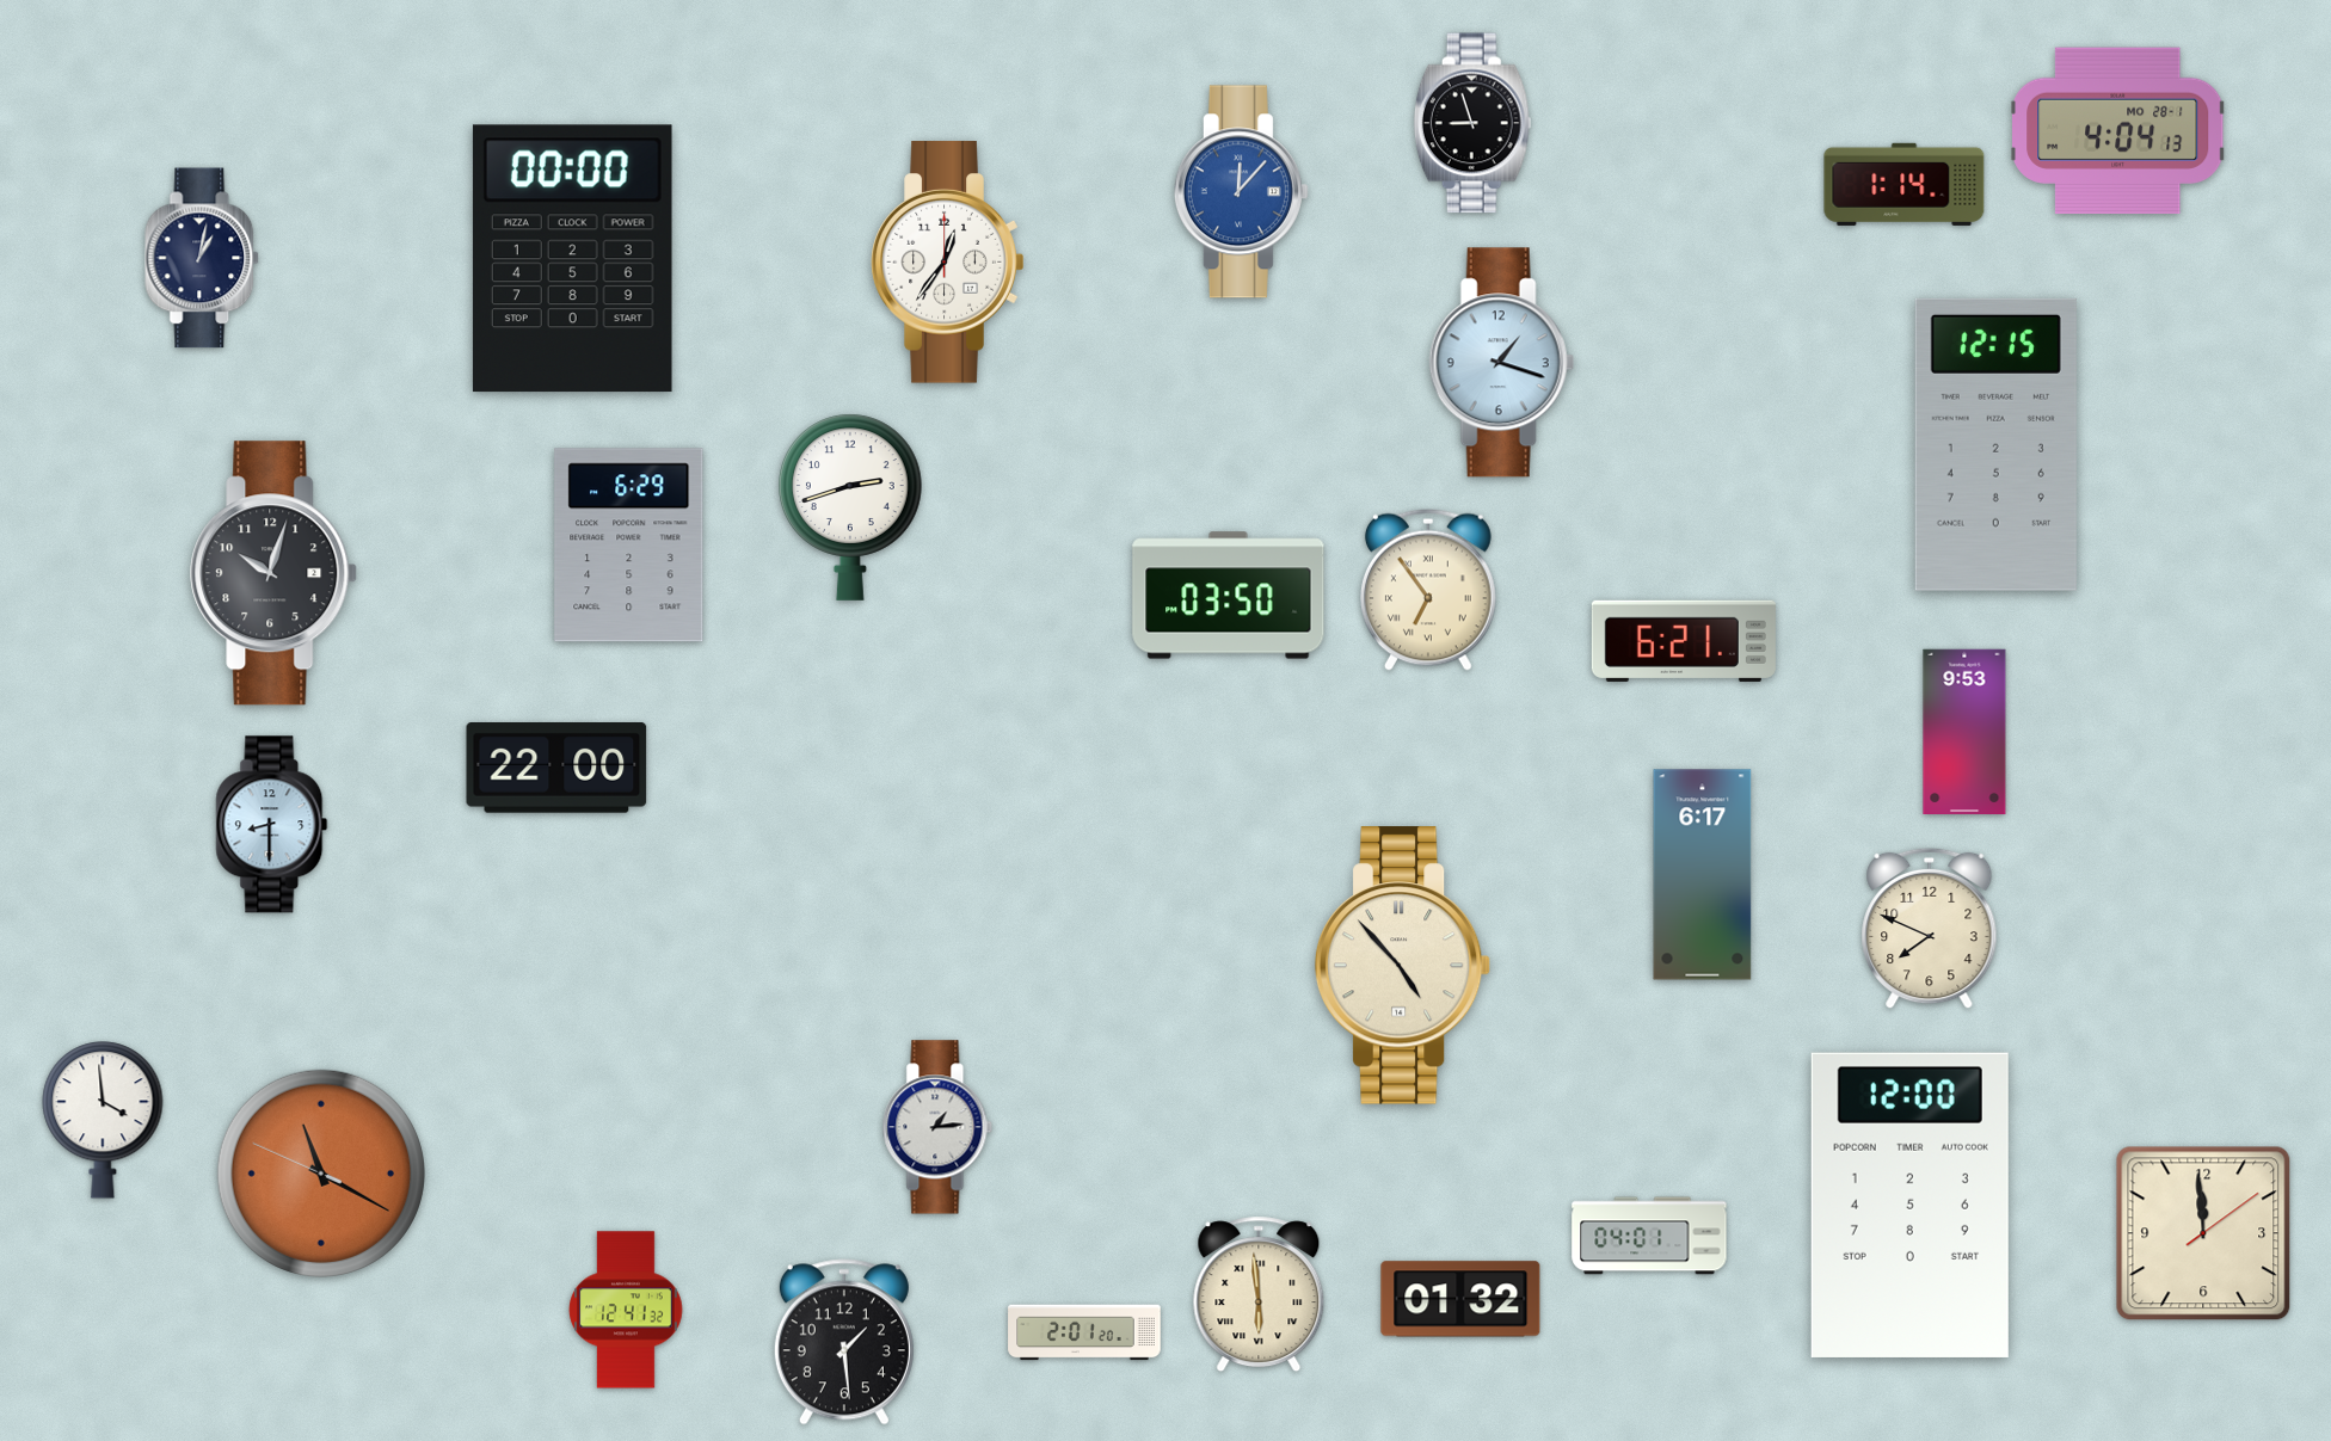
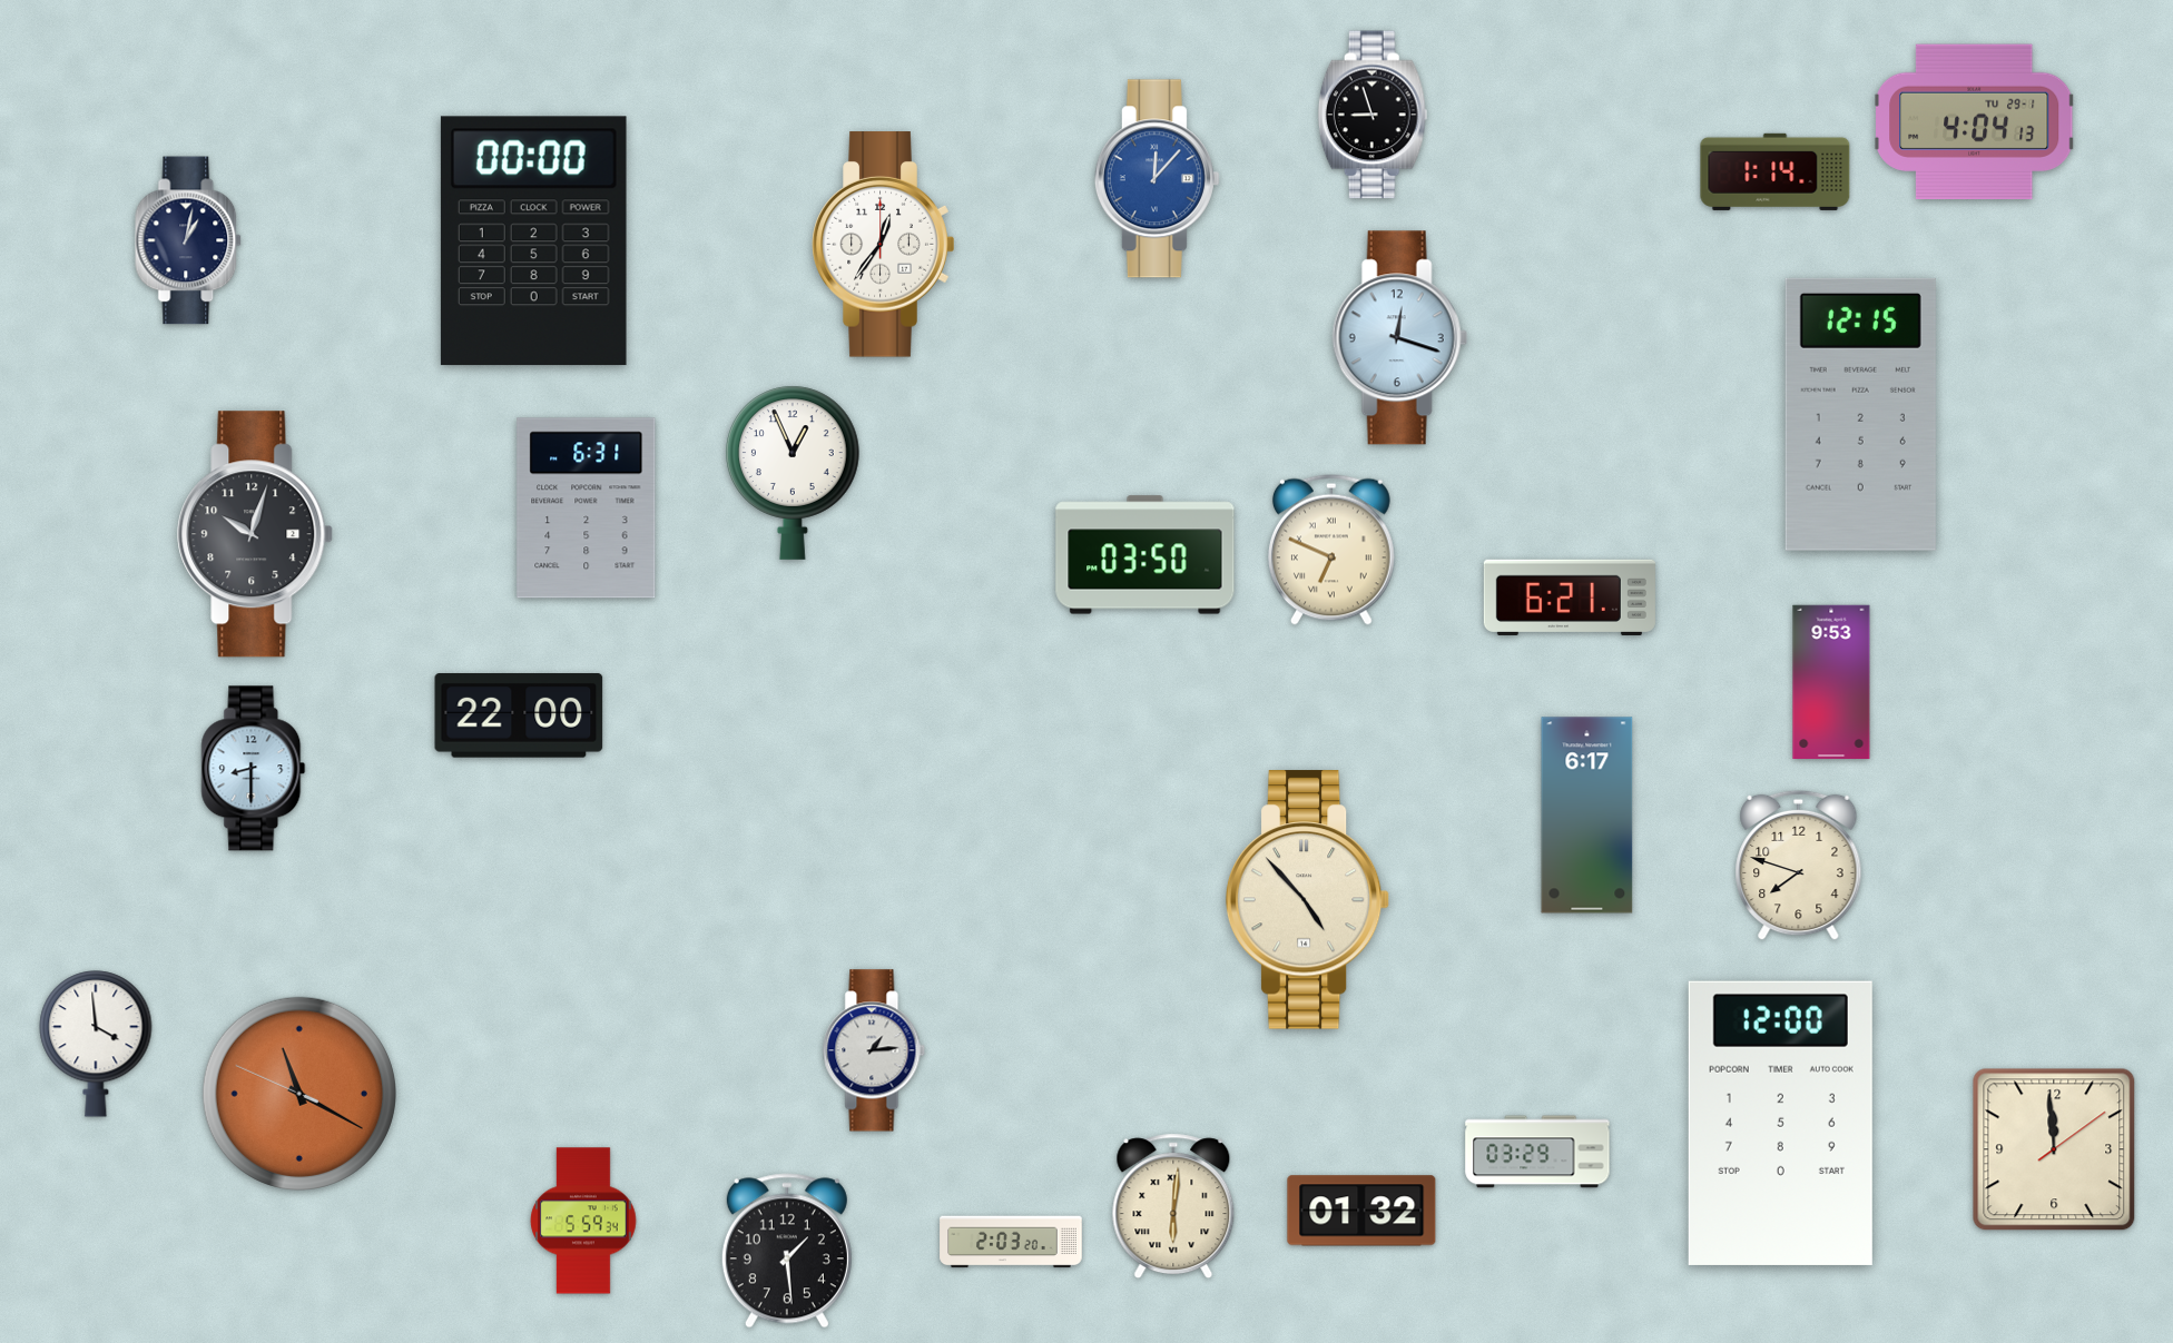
clock at (2118, 131) date: MO 28-1 -> TU 29-1
clock at (1501, 363): 1:18 -> 12:18
clock at (851, 507): 2:42 -> 12:56
clock at (629, 546): 6:29 -> 6:31
clock at (1428, 590): 6:54 -> 6:49
clock at (1930, 929): 7:49 -> 7:48
clock at (1649, 1236): 04:01 -> 03:29
clock at (1259, 1294): 5:59 -> 6:01
clock at (626, 1310): 12:41 -> 5:59
clock at (1084, 1332): 2:01 -> 2:03
